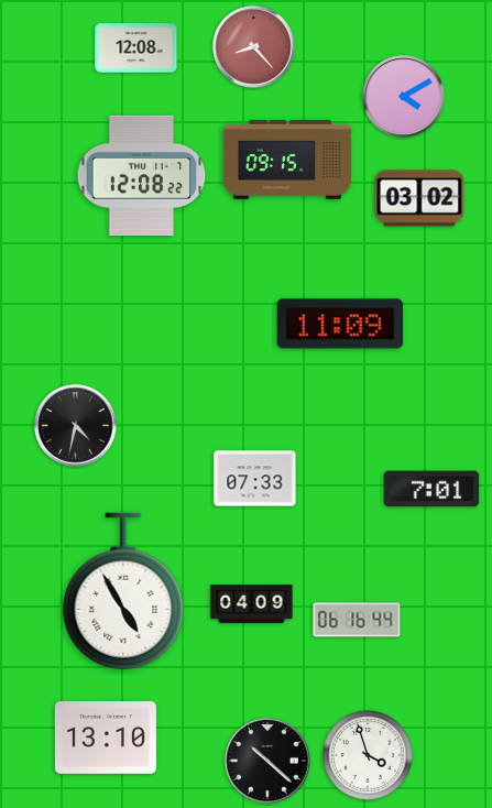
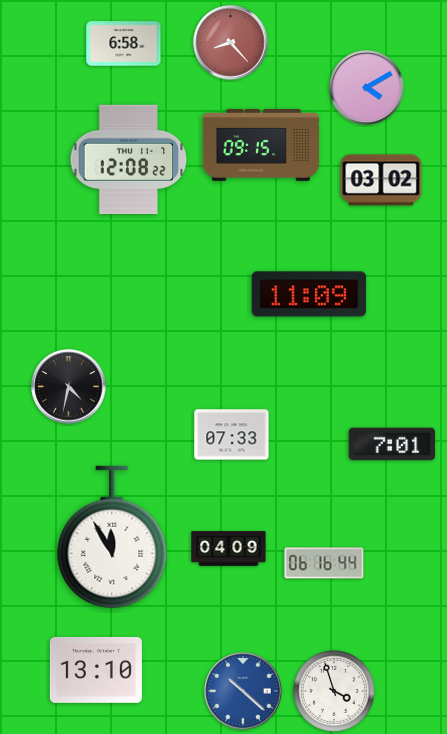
clock at (136, 48): 12:08 -> 6:58
clock at (123, 591): 4:55 -> 11:55
clock at (368, 755) position: (368, 755) -> (334, 691)
clock at (267, 761) dial: black -> blue
